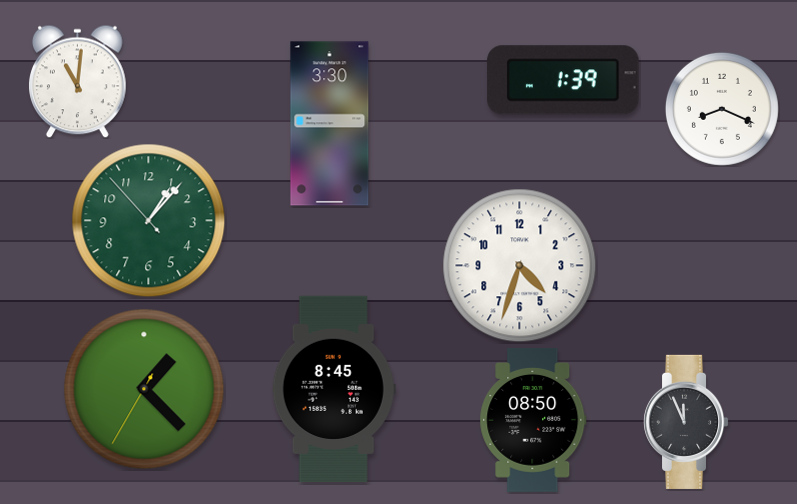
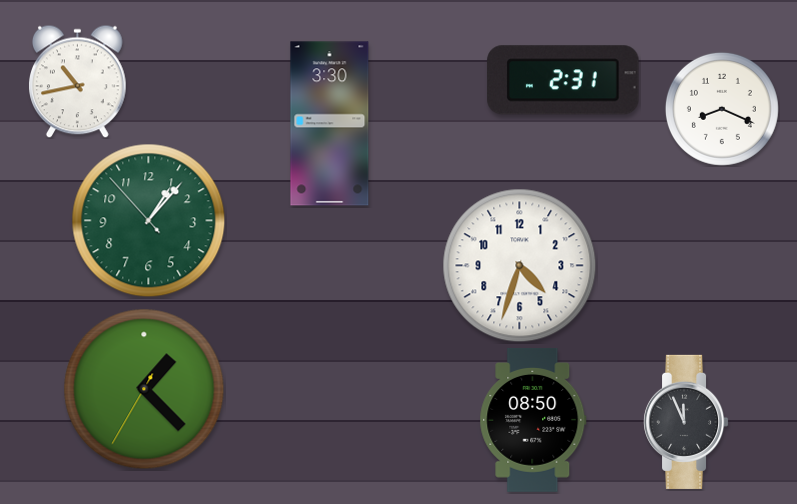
clock at (563, 80): 1:39 -> 2:31
clock at (78, 81): 11:01 -> 10:43
clock at (334, 388): 8:45 -> none
